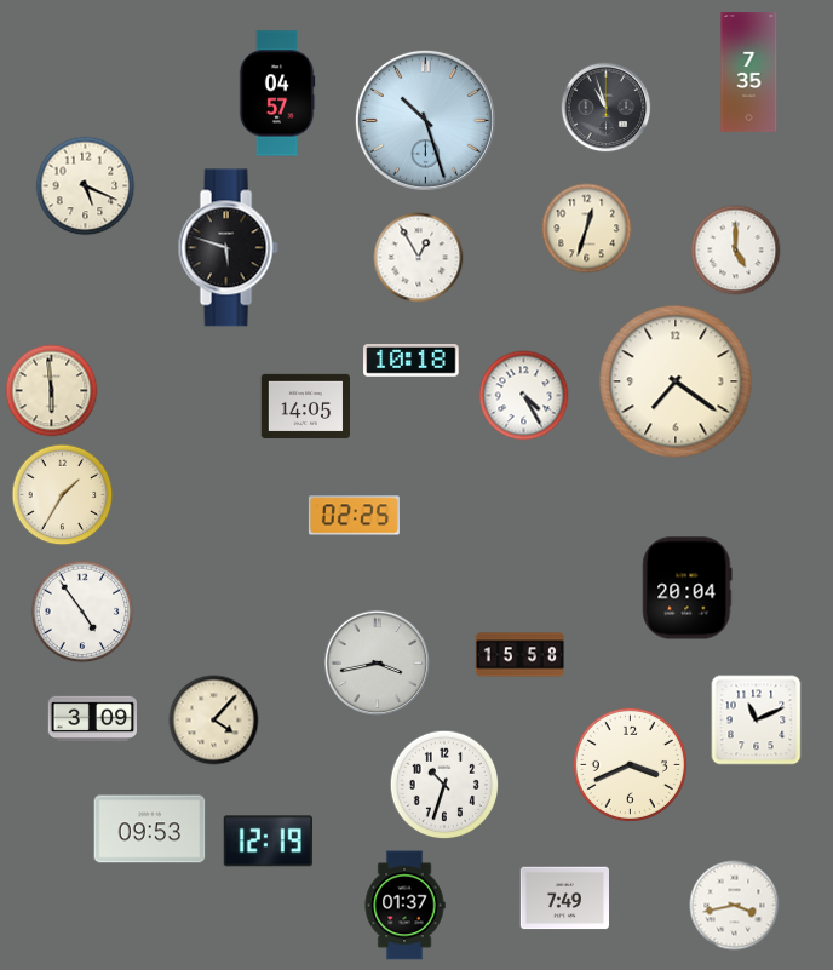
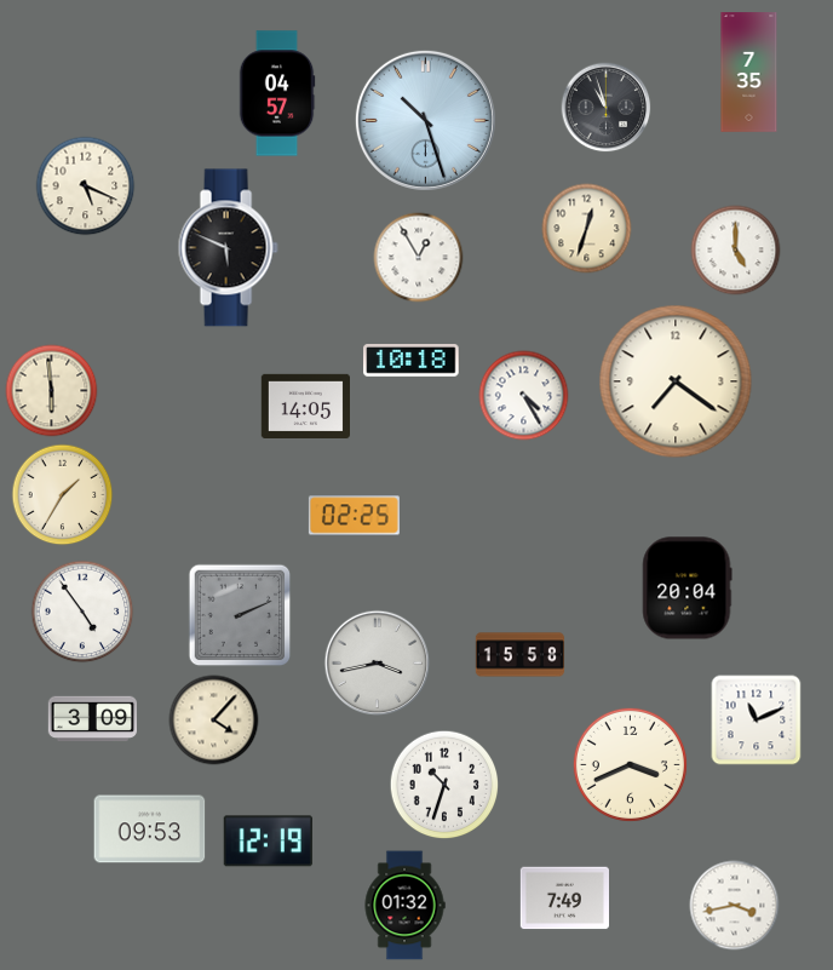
clock at (228, 248): 5:48 -> 5:49
clock at (240, 615): none -> 2:11
clock at (404, 906): 01:37 -> 01:32
